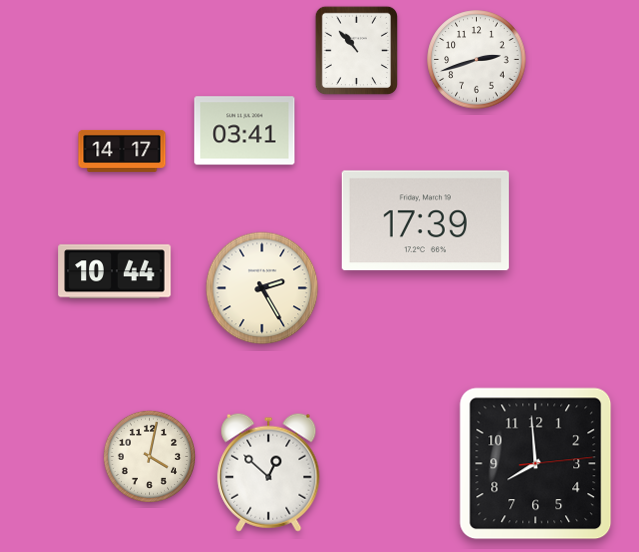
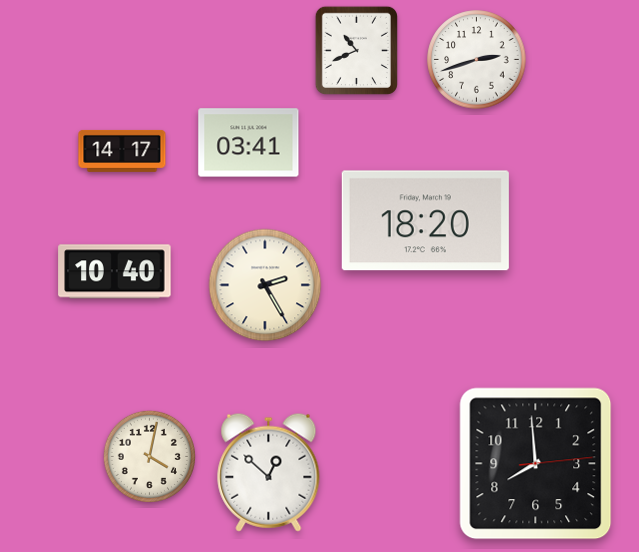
clock at (356, 50): 10:53 -> 10:41
clock at (245, 131) position: (245, 131) -> (249, 143)
clock at (425, 221): 17:39 -> 18:20
clock at (115, 272): 10:44 -> 10:40
clock at (262, 288) position: (262, 288) -> (265, 285)
